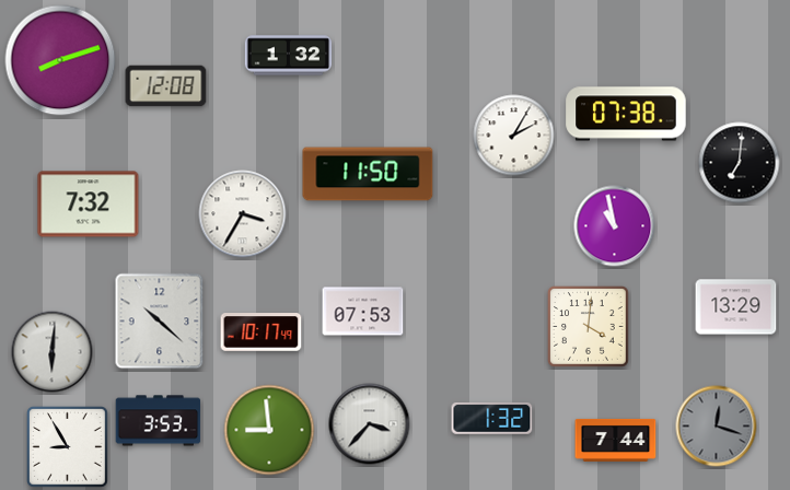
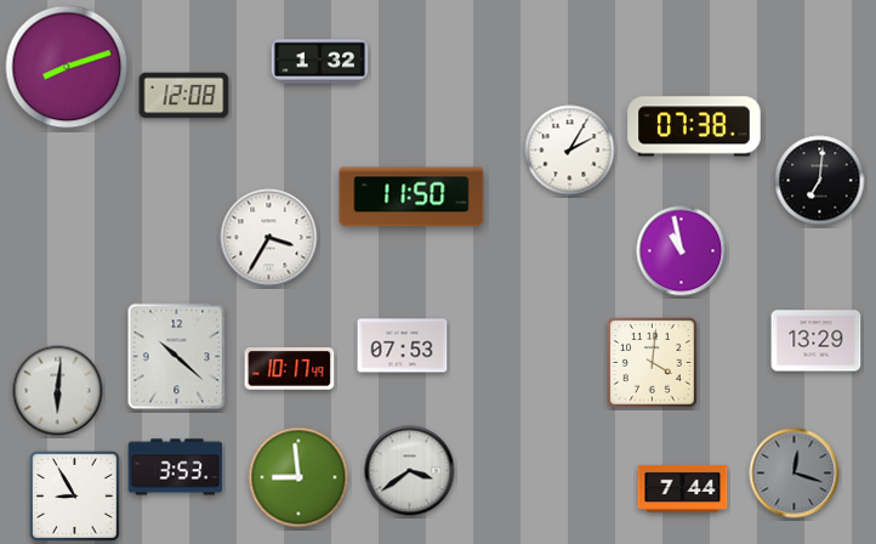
clock at (368, 174) position: (368, 174) -> (411, 197)
clock at (89, 205): 7:32 -> none
clock at (492, 419): 1:32 -> none
clock at (370, 424): 3:37 -> 3:39
